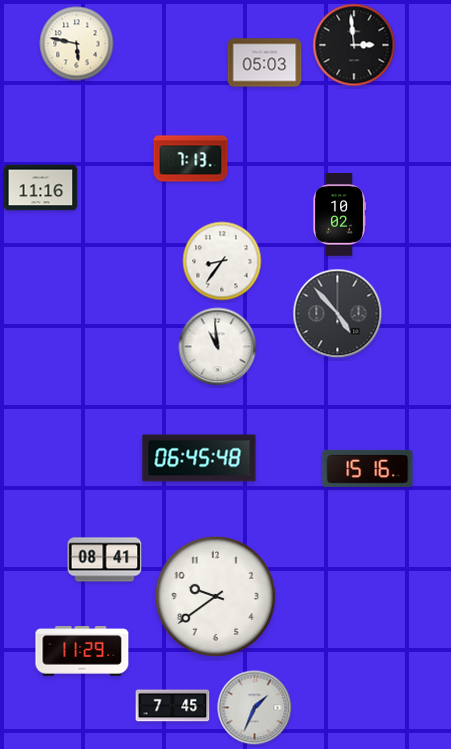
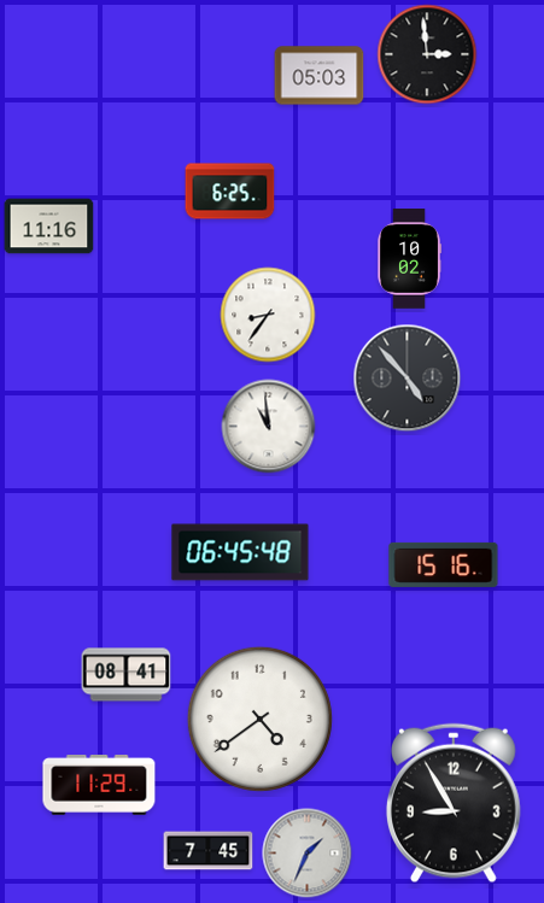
clock at (77, 44): 5:47 -> none
clock at (191, 159): 7:13 -> 6:25
clock at (218, 347) position: (218, 347) -> (269, 427)
clock at (215, 596): 9:39 -> 4:39
clock at (454, 803): none -> 8:55
